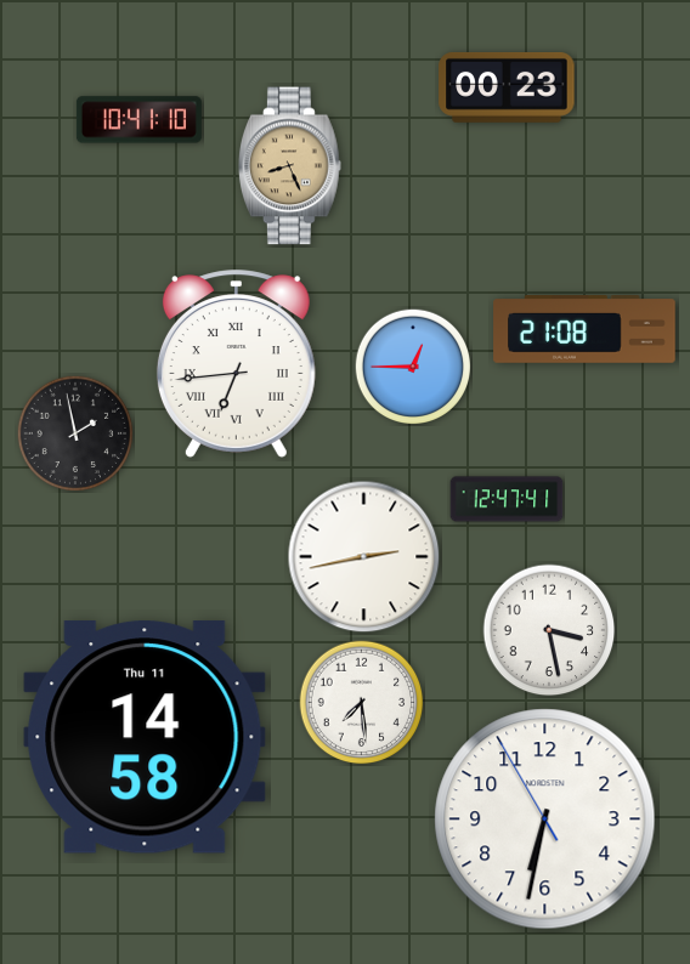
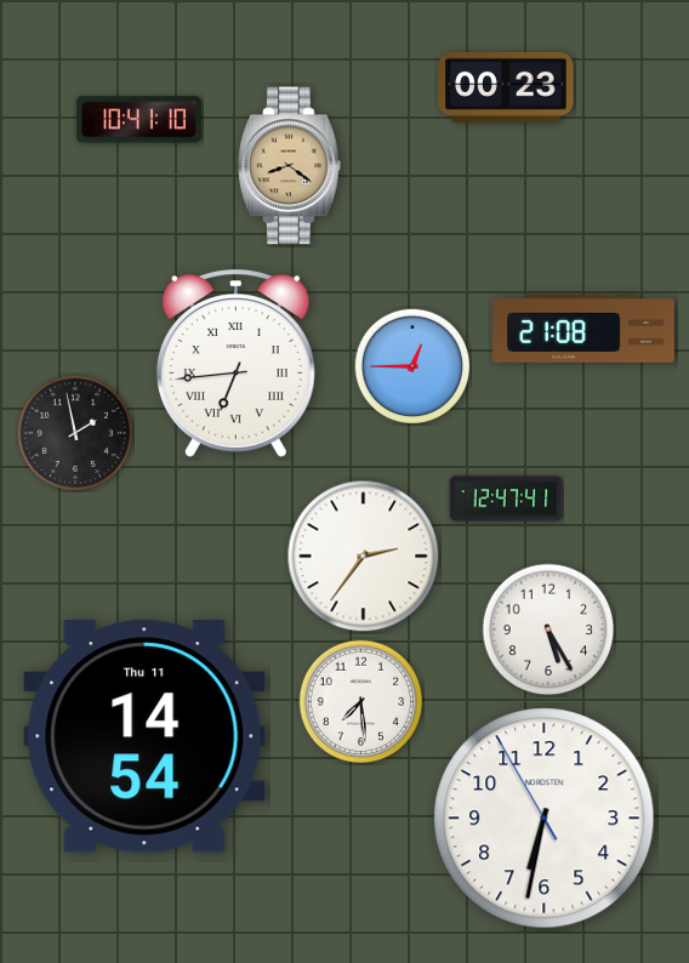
clock at (290, 166): 8:26 -> 8:21
clock at (364, 557): 2:43 -> 2:36
clock at (549, 630): 3:28 -> 5:25
clock at (145, 737): 14:58 -> 14:54
